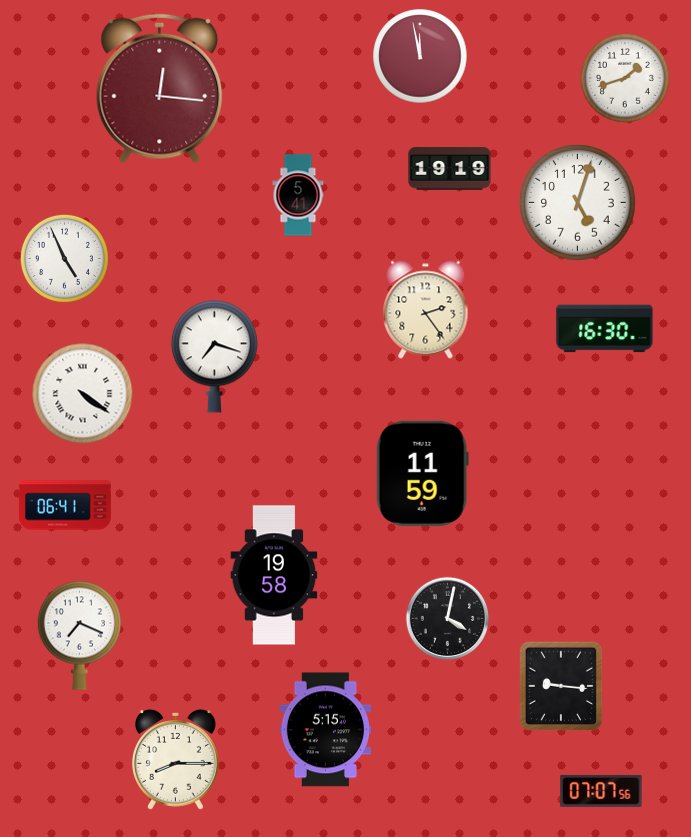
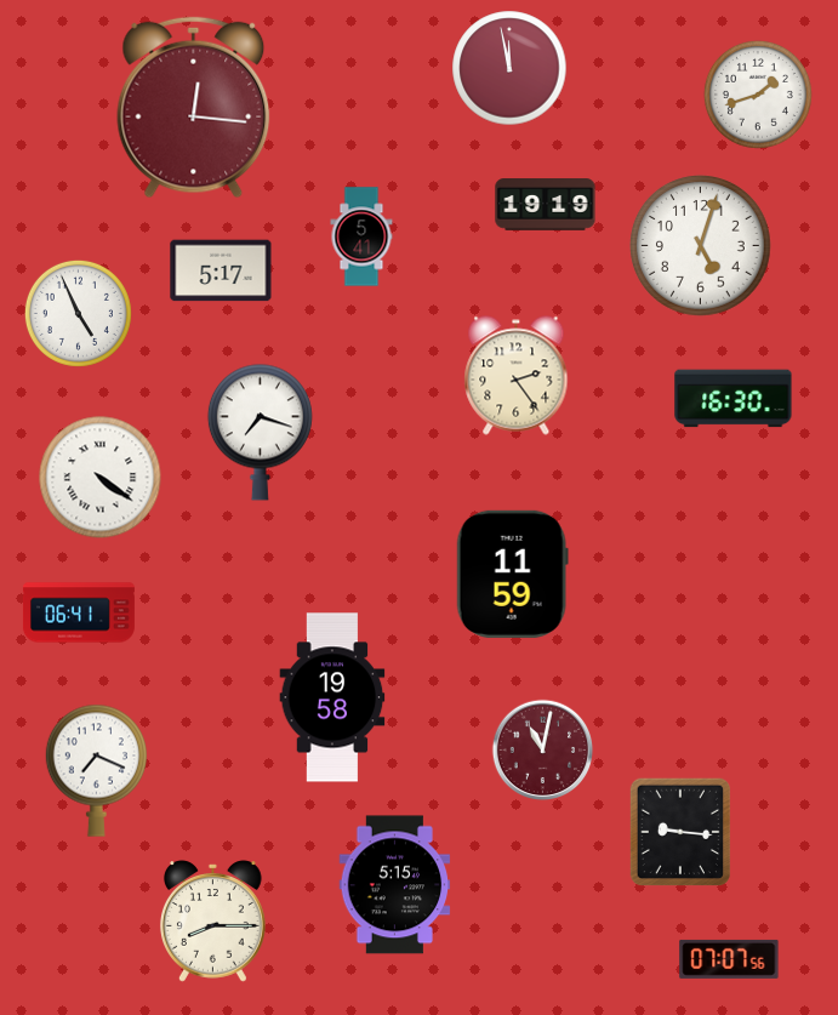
clock at (221, 270): none -> 5:17
clock at (448, 619): 4:02 -> 11:02
clock at (448, 619) dial: black -> burgundy
